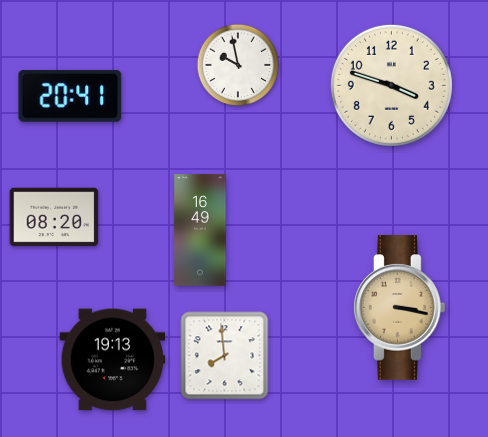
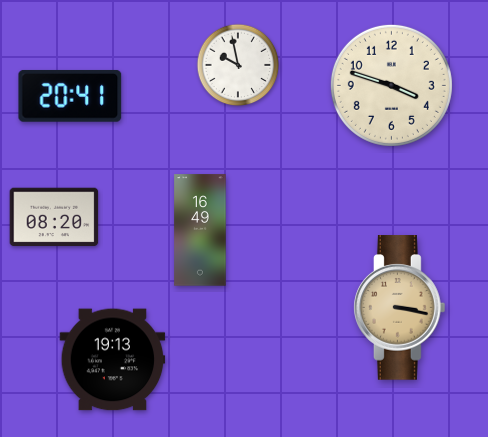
clock at (225, 356): 7:59 -> none
